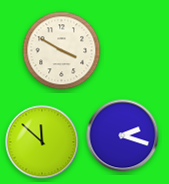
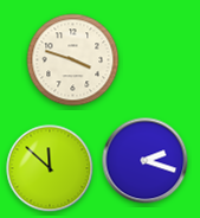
clock at (62, 51): 3:50 -> 3:48
